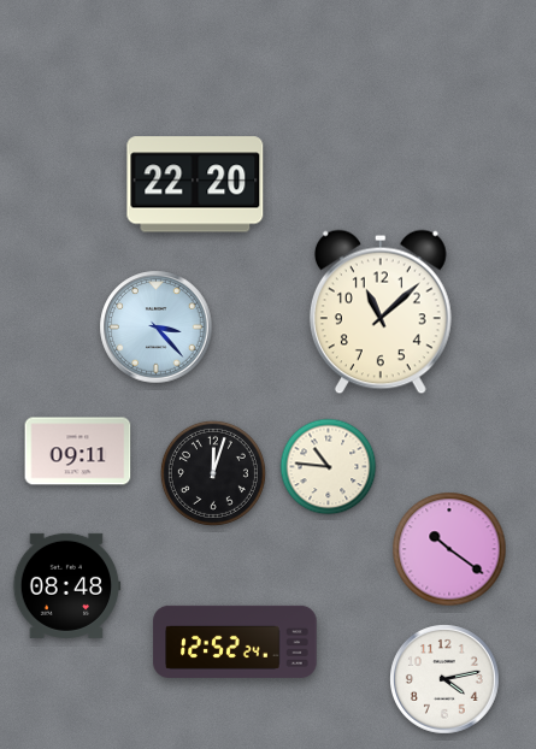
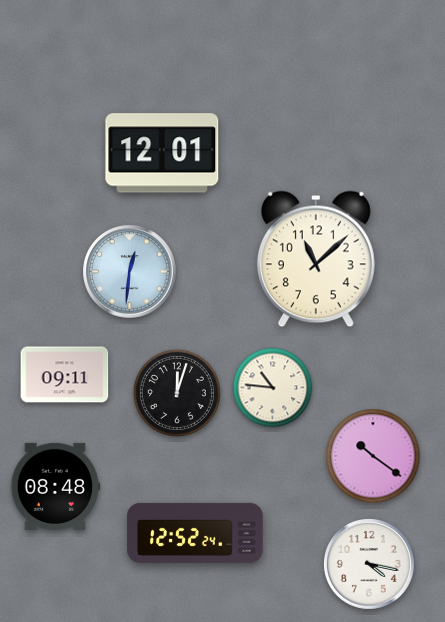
clock at (195, 184): 22:20 -> 12:01
clock at (157, 328): 3:23 -> 12:31
clock at (446, 680): 4:13 -> 4:17
